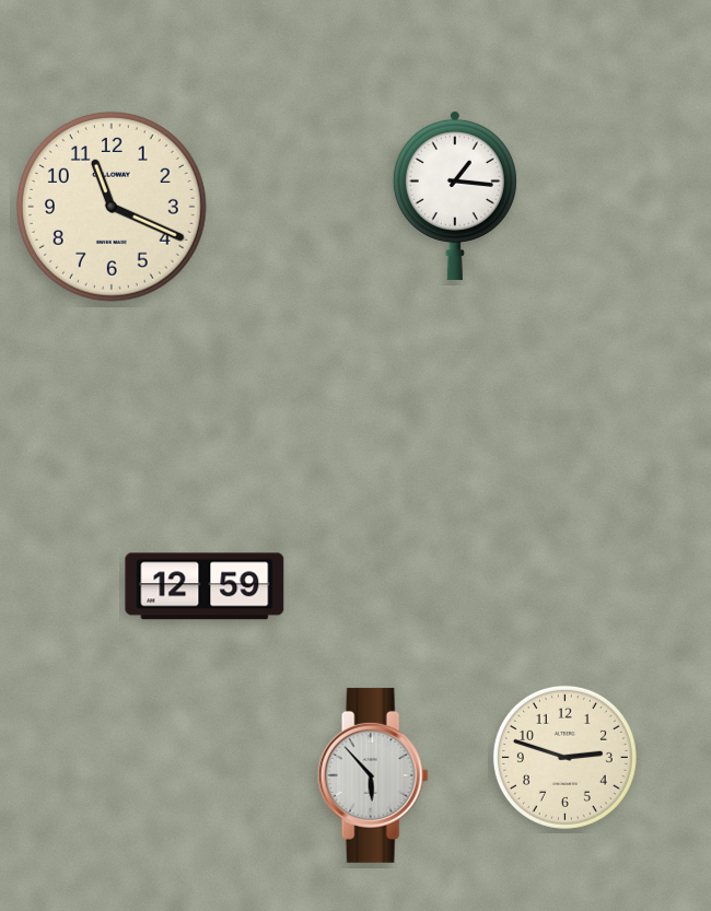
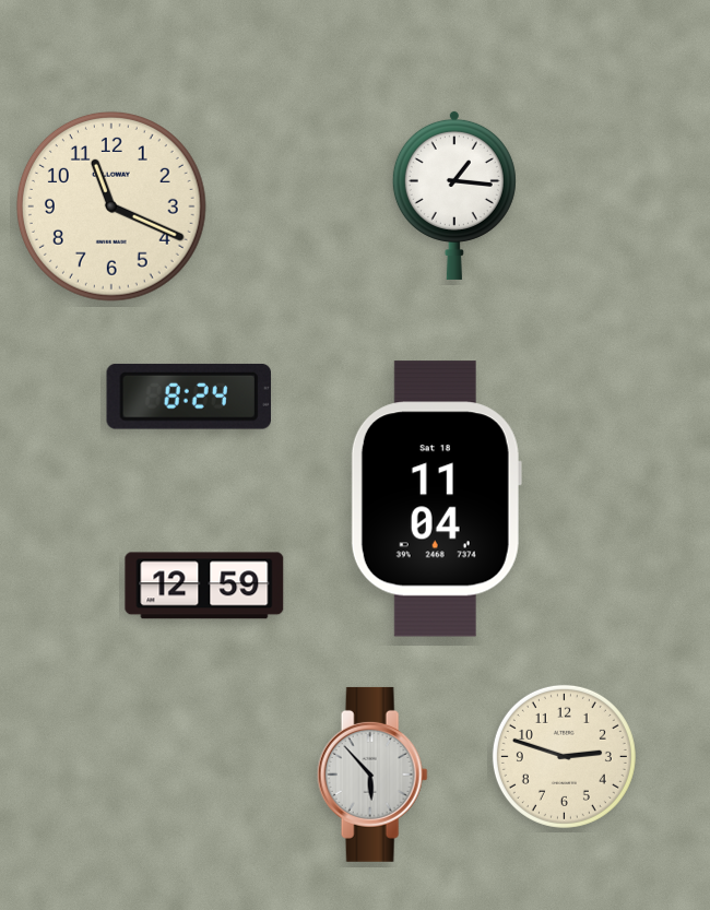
clock at (188, 397): none -> 8:24
clock at (436, 499): none -> 11:04
